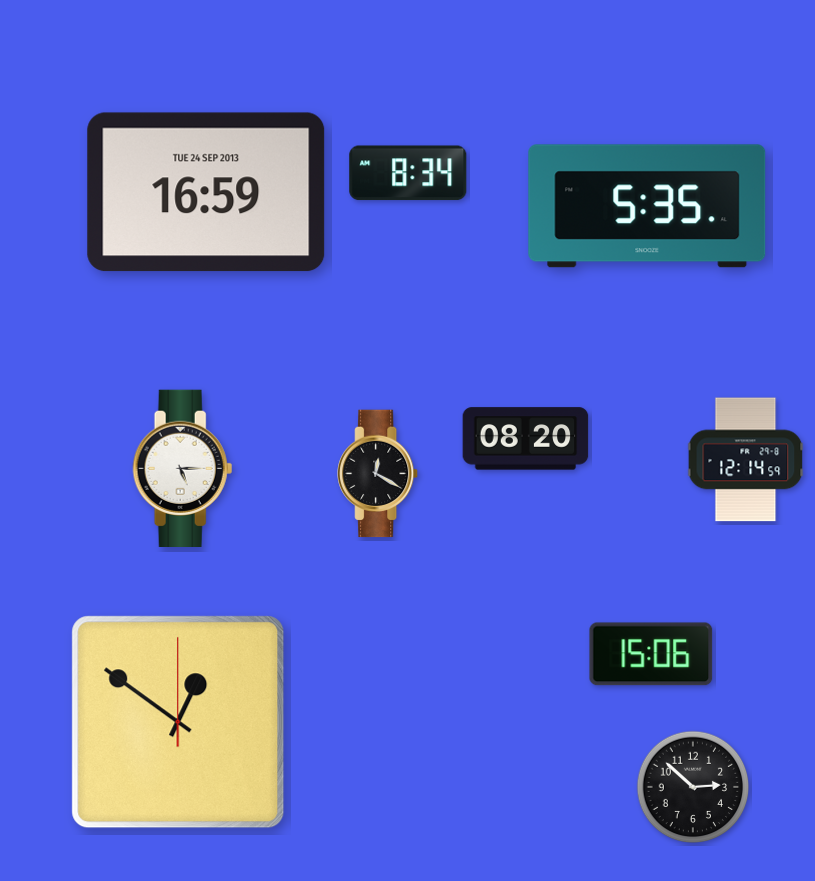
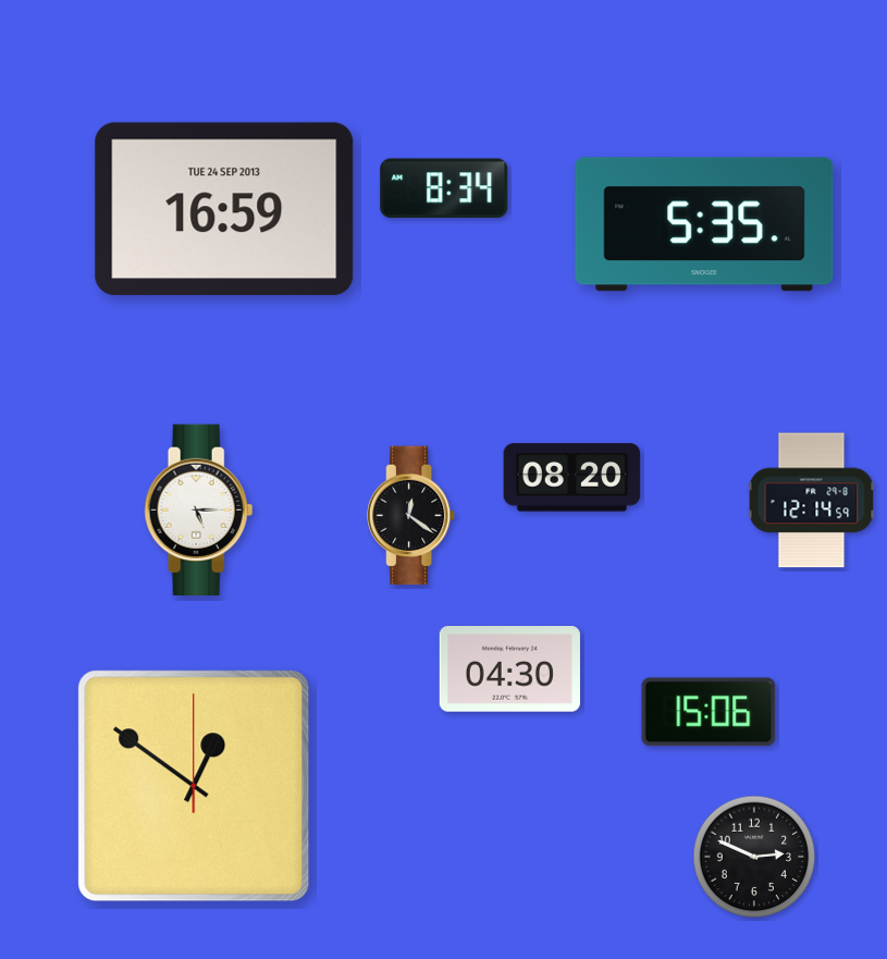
clock at (378, 474): 12:20 -> 12:21
clock at (509, 669): none -> 04:30
clock at (693, 787): 2:52 -> 2:49
